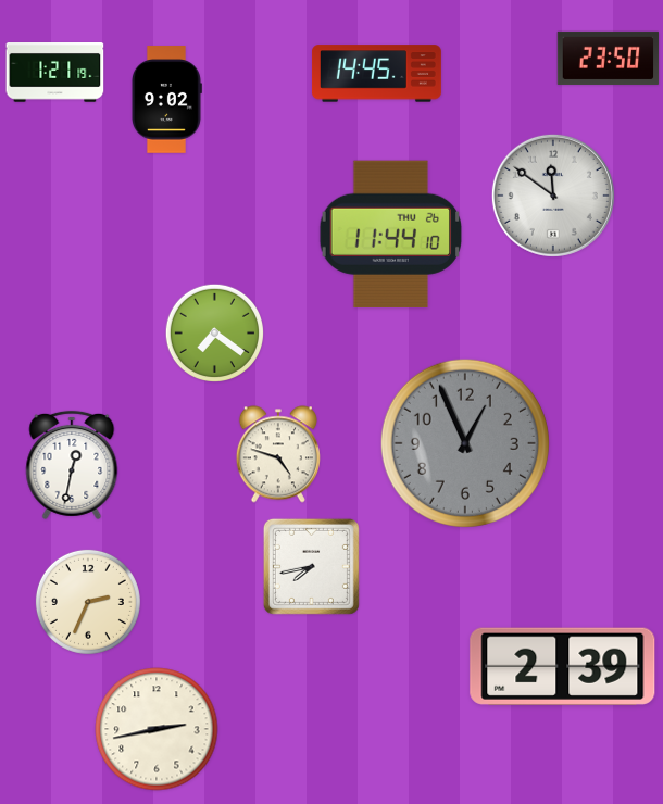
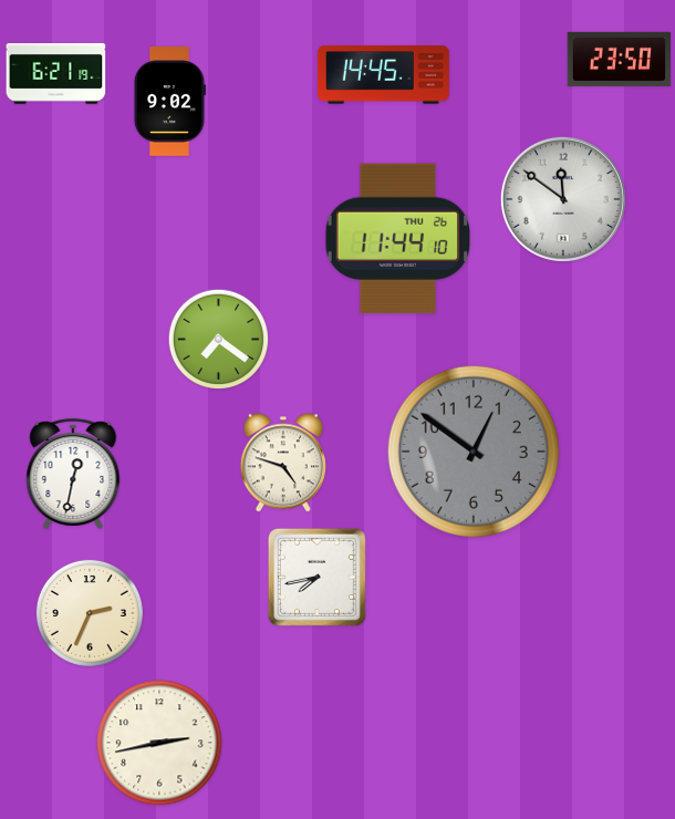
clock at (55, 73): 1:21 -> 6:21
clock at (465, 443): 12:56 -> 12:51
clock at (563, 666): 2:39 -> none
